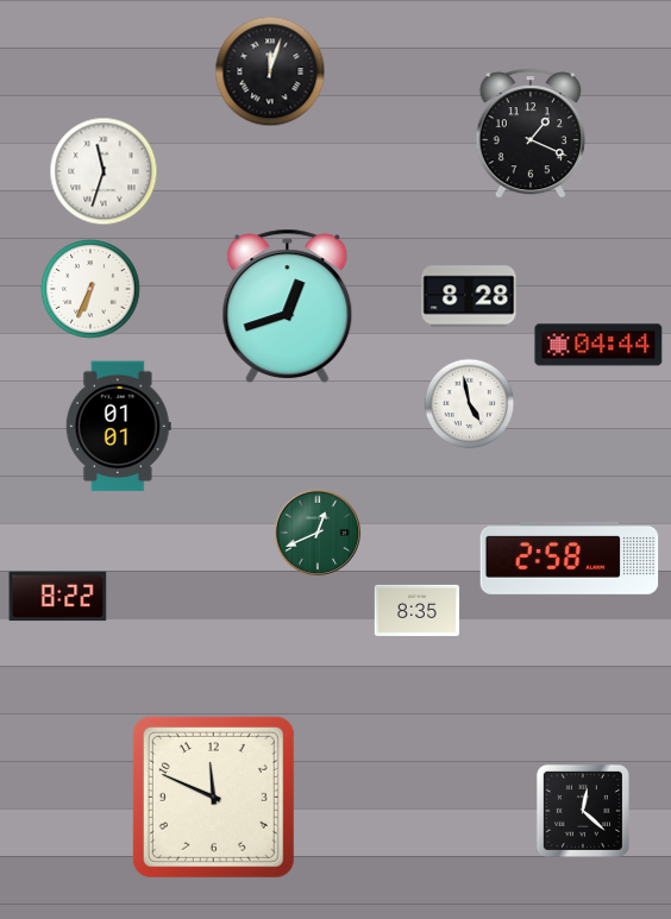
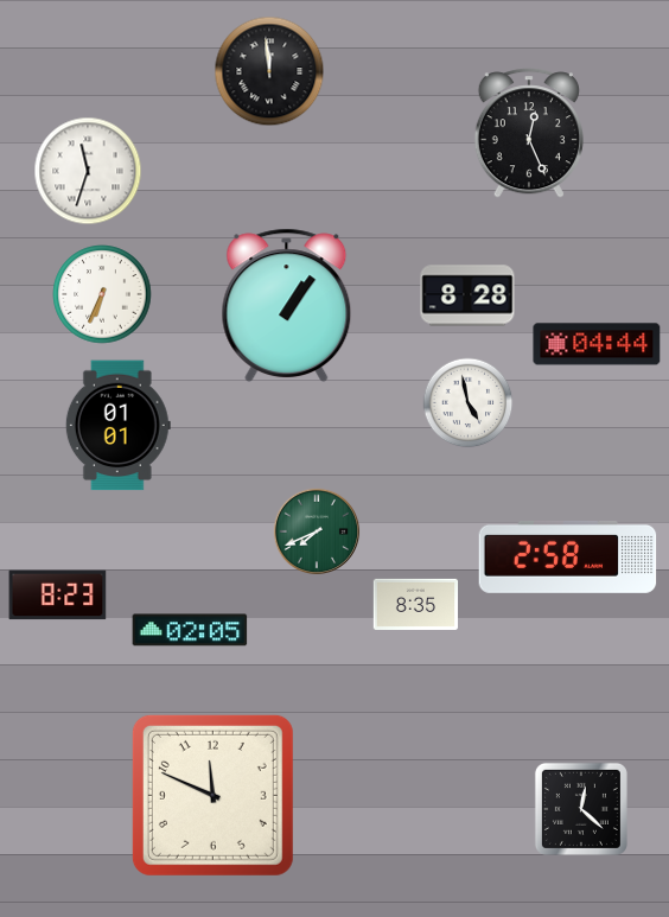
clock at (270, 71): 12:03 -> 11:59
clock at (531, 133): 1:19 -> 12:26
clock at (104, 171) position: (104, 171) -> (88, 171)
clock at (90, 289) position: (90, 289) -> (102, 294)
clock at (288, 307): 12:42 -> 1:06
clock at (318, 533): 12:41 -> 7:41
clock at (58, 597): 8:22 -> 8:23
clock at (418, 610) position: (418, 610) -> (416, 604)
clock at (190, 630): none -> 02:05
